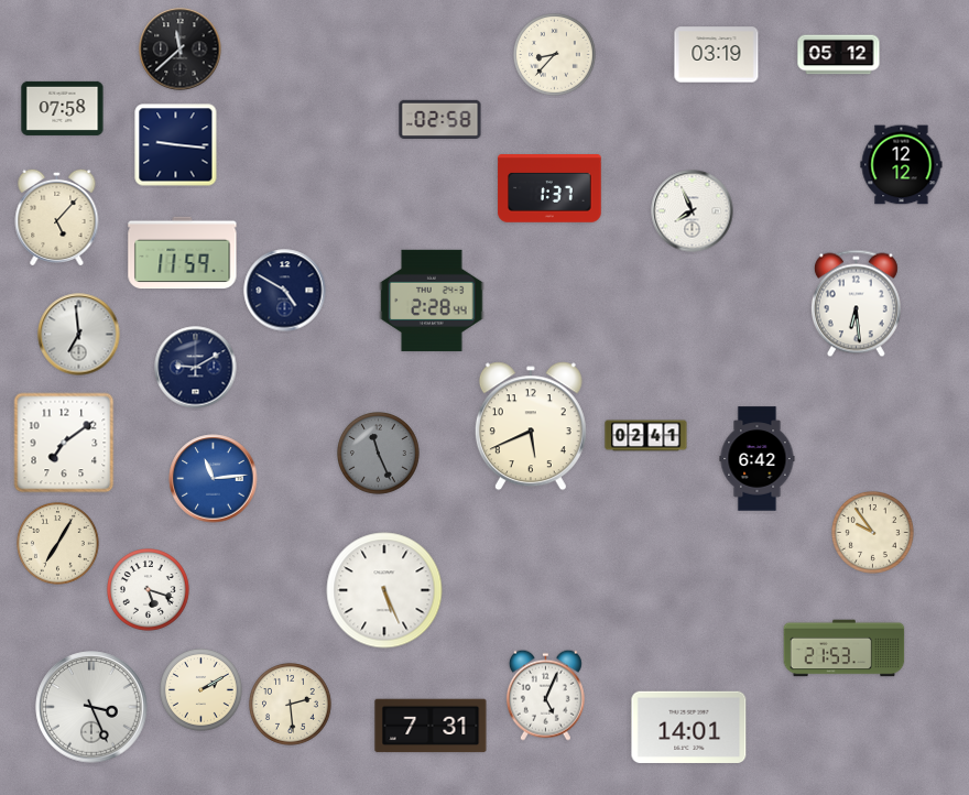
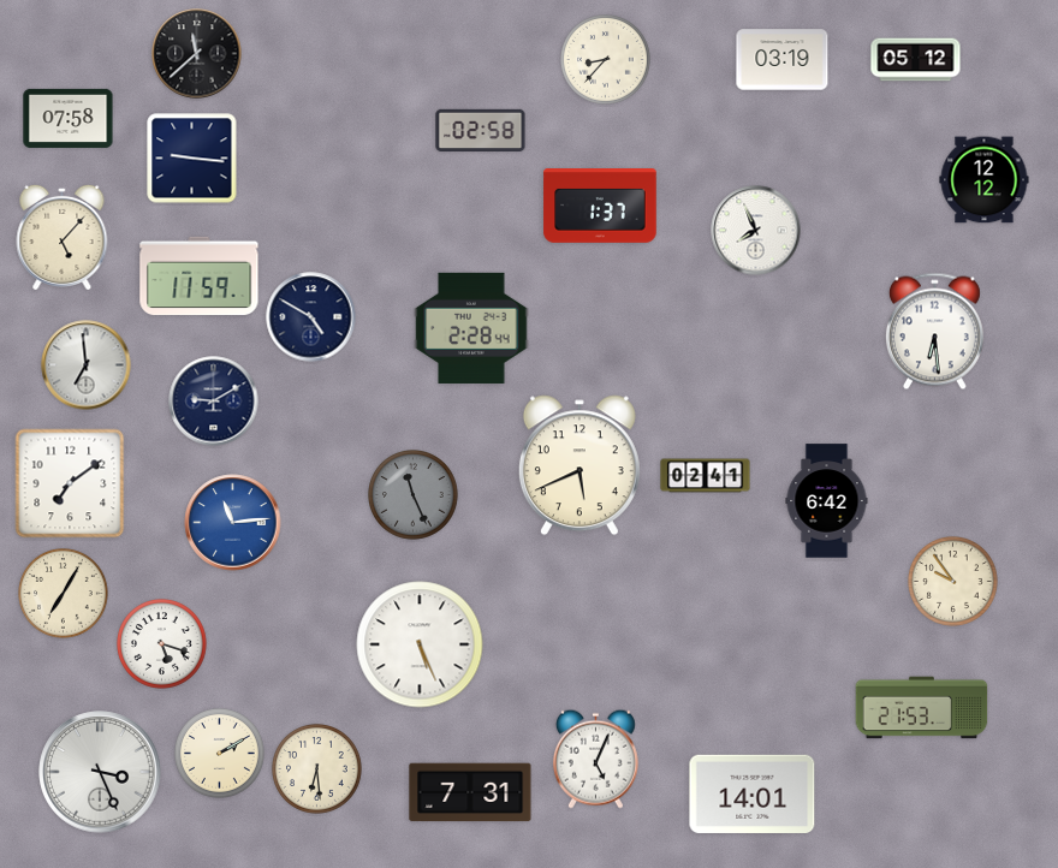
clock at (291, 705): 2:29 -> 6:29
